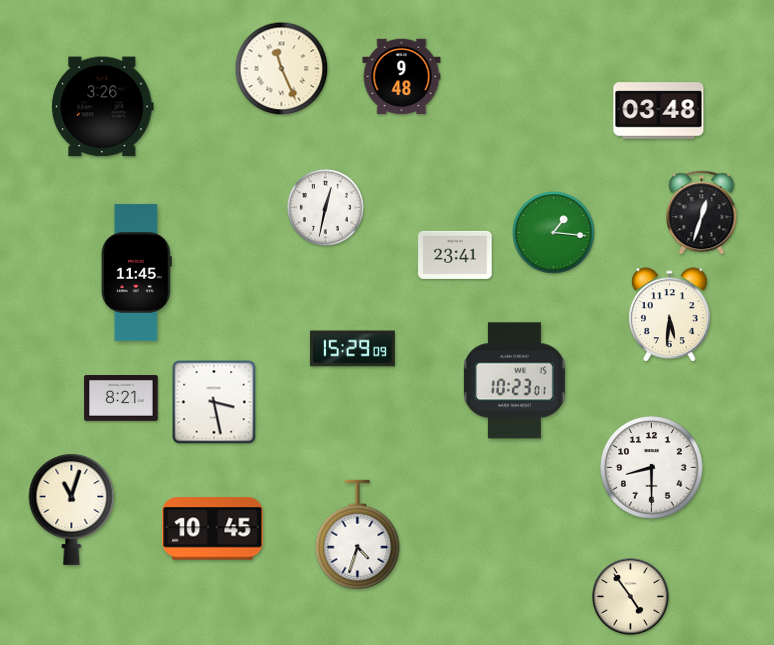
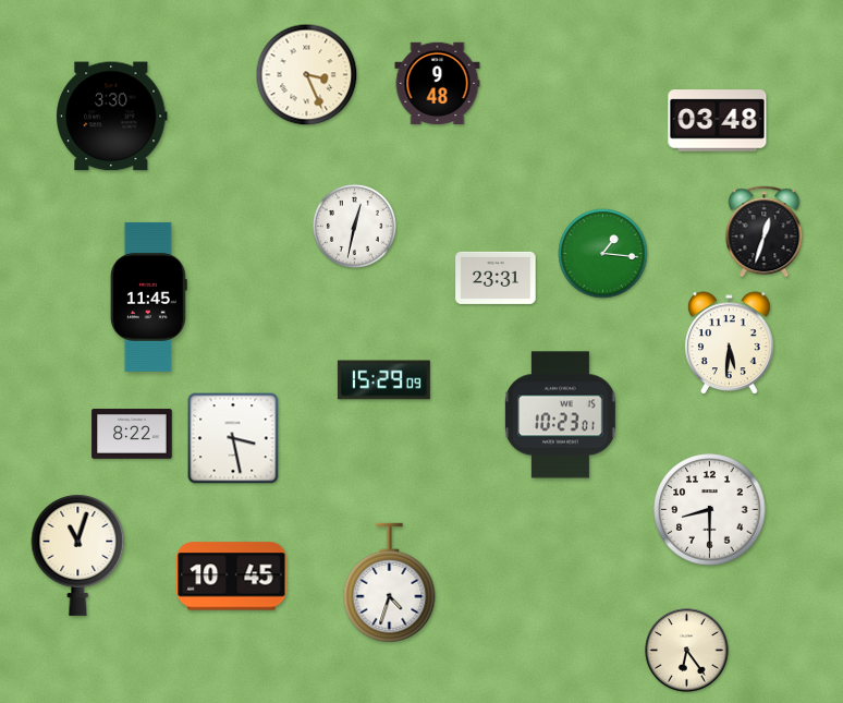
clock at (282, 69): 11:26 -> 3:26
clock at (103, 107): 3:26 -> 3:30
clock at (455, 255): 23:41 -> 23:31
clock at (121, 398): 8:21 -> 8:22
clock at (631, 597): 4:54 -> 6:24
